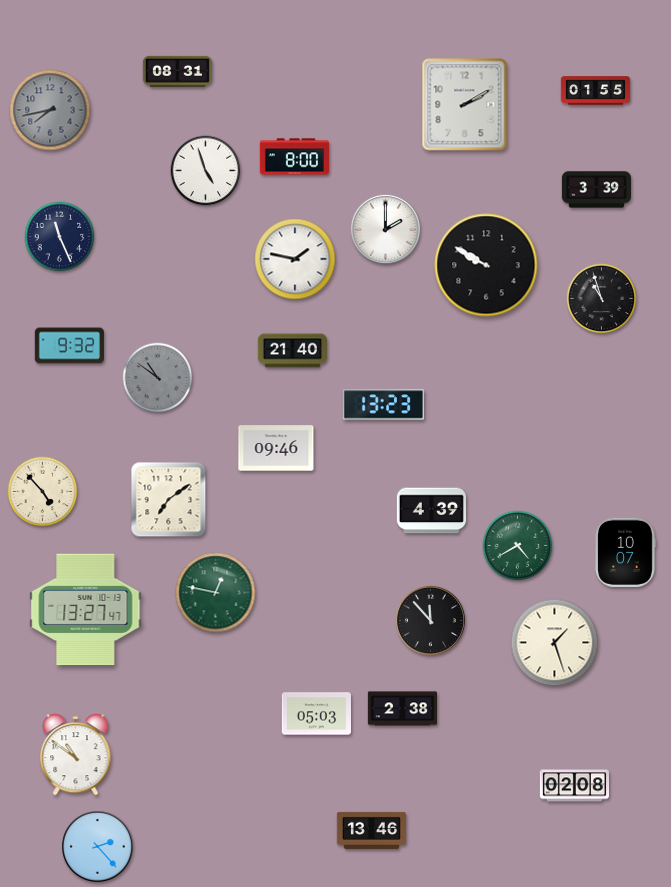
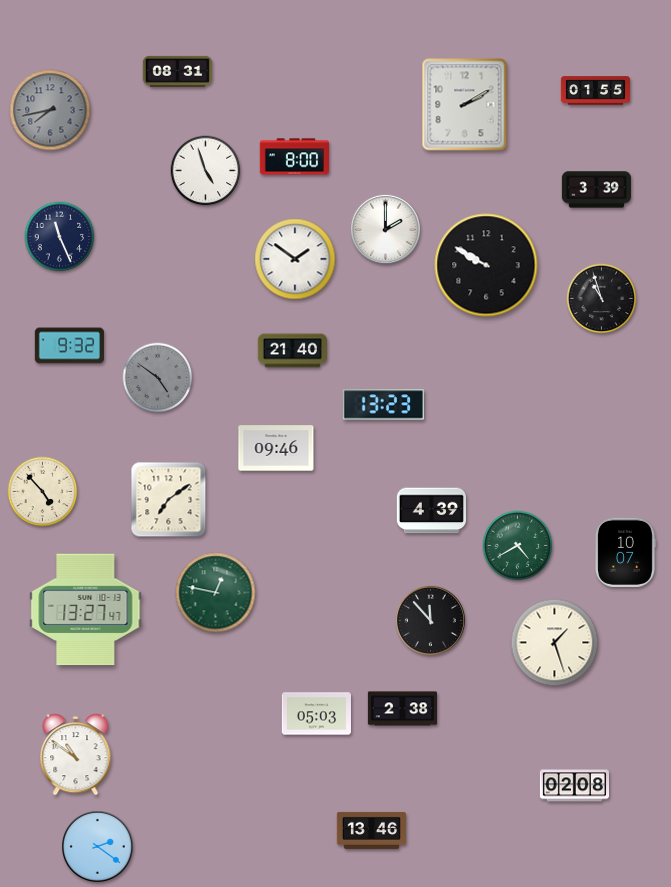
clock at (295, 259): 1:47 -> 1:51
clock at (158, 378): 10:51 -> 4:51
clock at (98, 847): 2:23 -> 2:21
